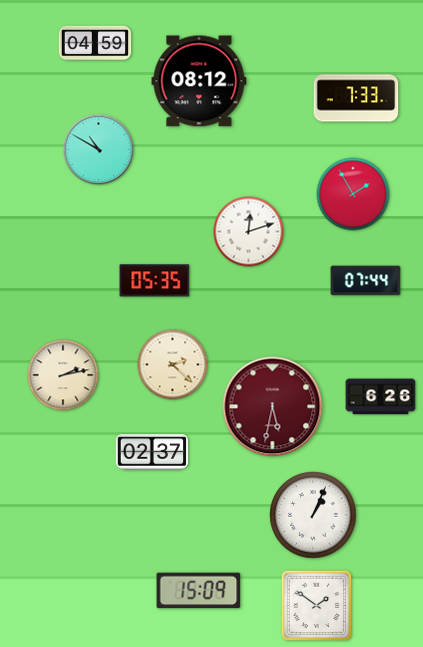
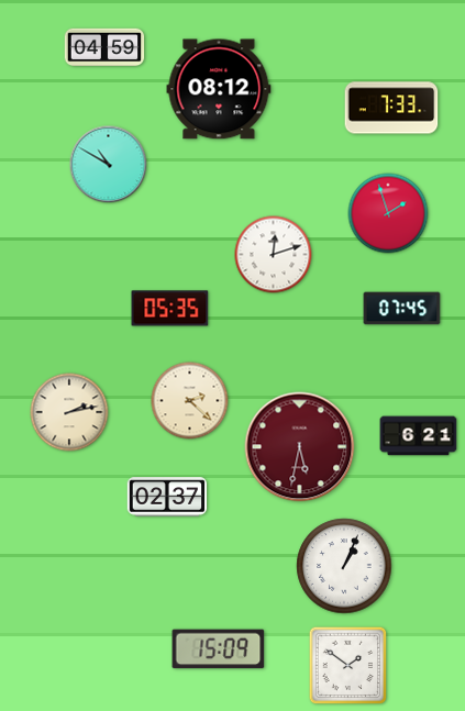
clock at (353, 194): 1:55 -> 1:57
clock at (366, 281): 07:44 -> 07:45
clock at (381, 397): 6:26 -> 6:21
